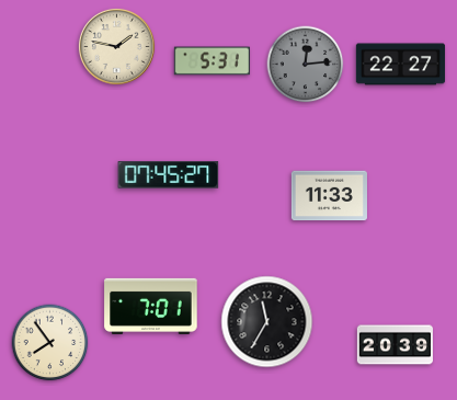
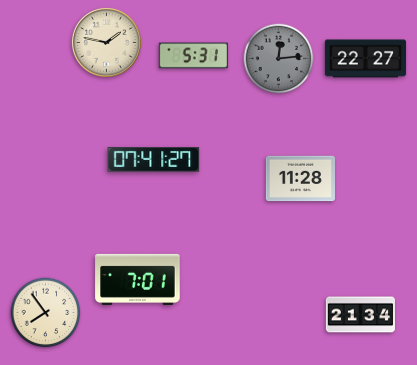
clock at (169, 175): 07:45 -> 07:41
clock at (329, 196): 11:33 -> 11:28
clock at (267, 322): 11:35 -> none
clock at (395, 345): 20:39 -> 21:34
